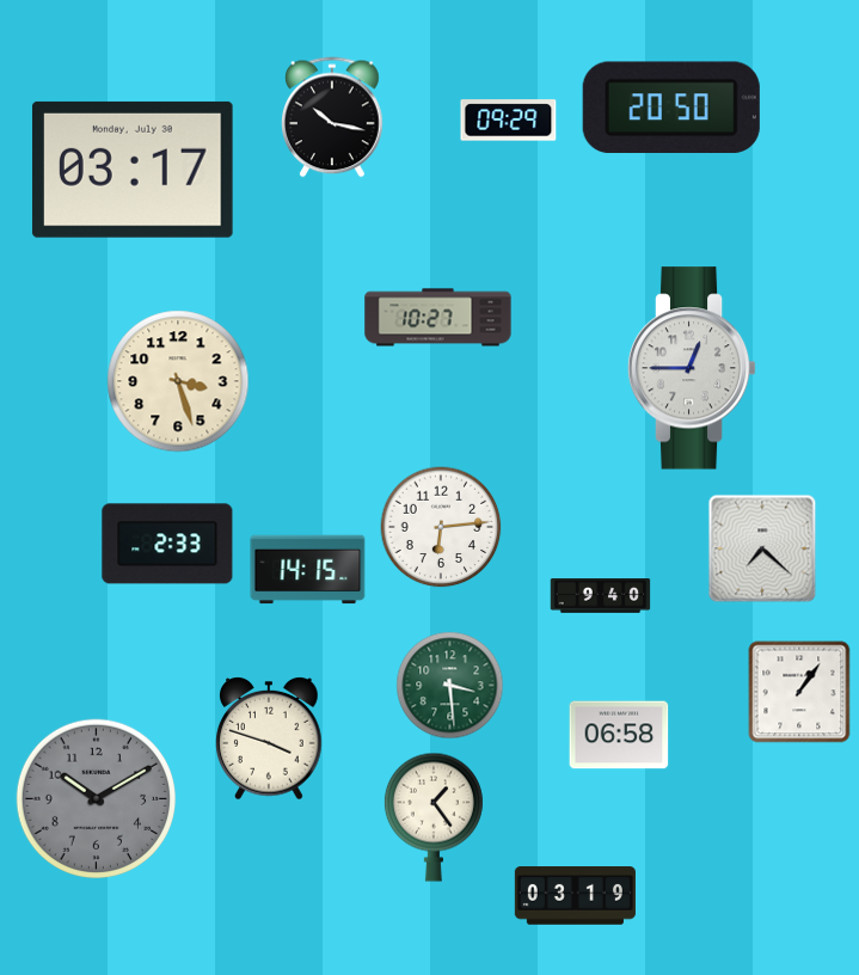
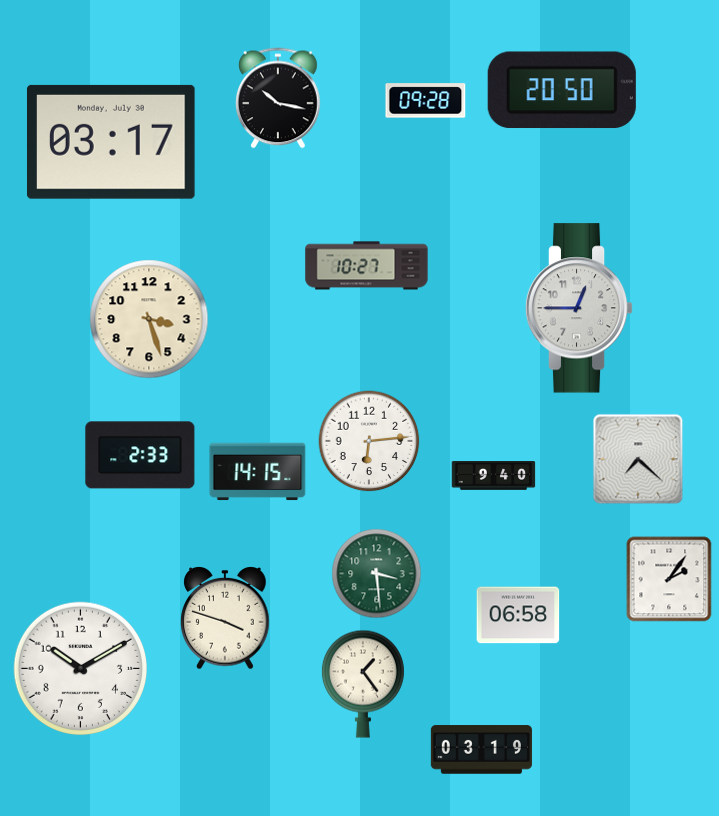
clock at (509, 121): 09:29 -> 09:28
clock at (308, 570) position: (308, 570) -> (258, 472)
clock at (601, 596) position: (601, 596) -> (494, 476)
clock at (799, 692): 1:06 -> 2:06
clock at (96, 798) dial: grey -> white
